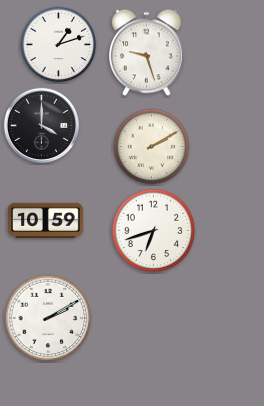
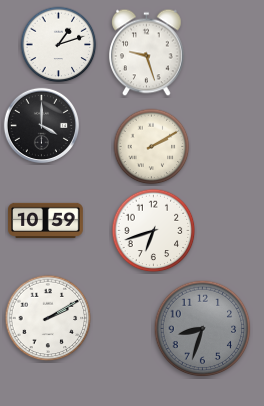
clock at (203, 329): none -> 8:33
